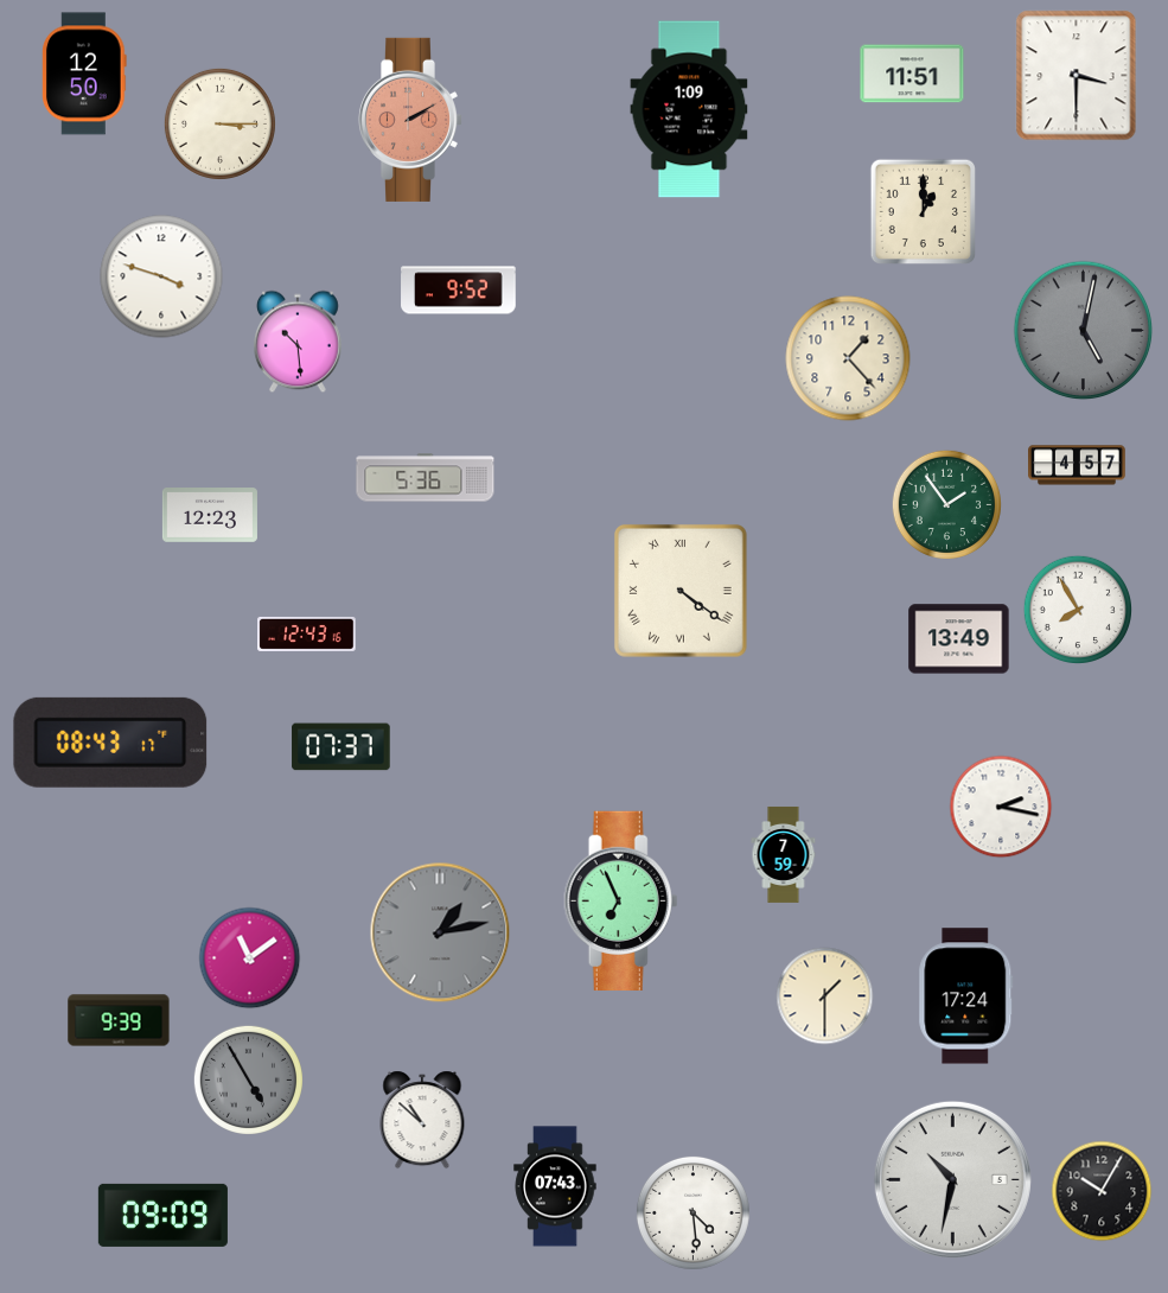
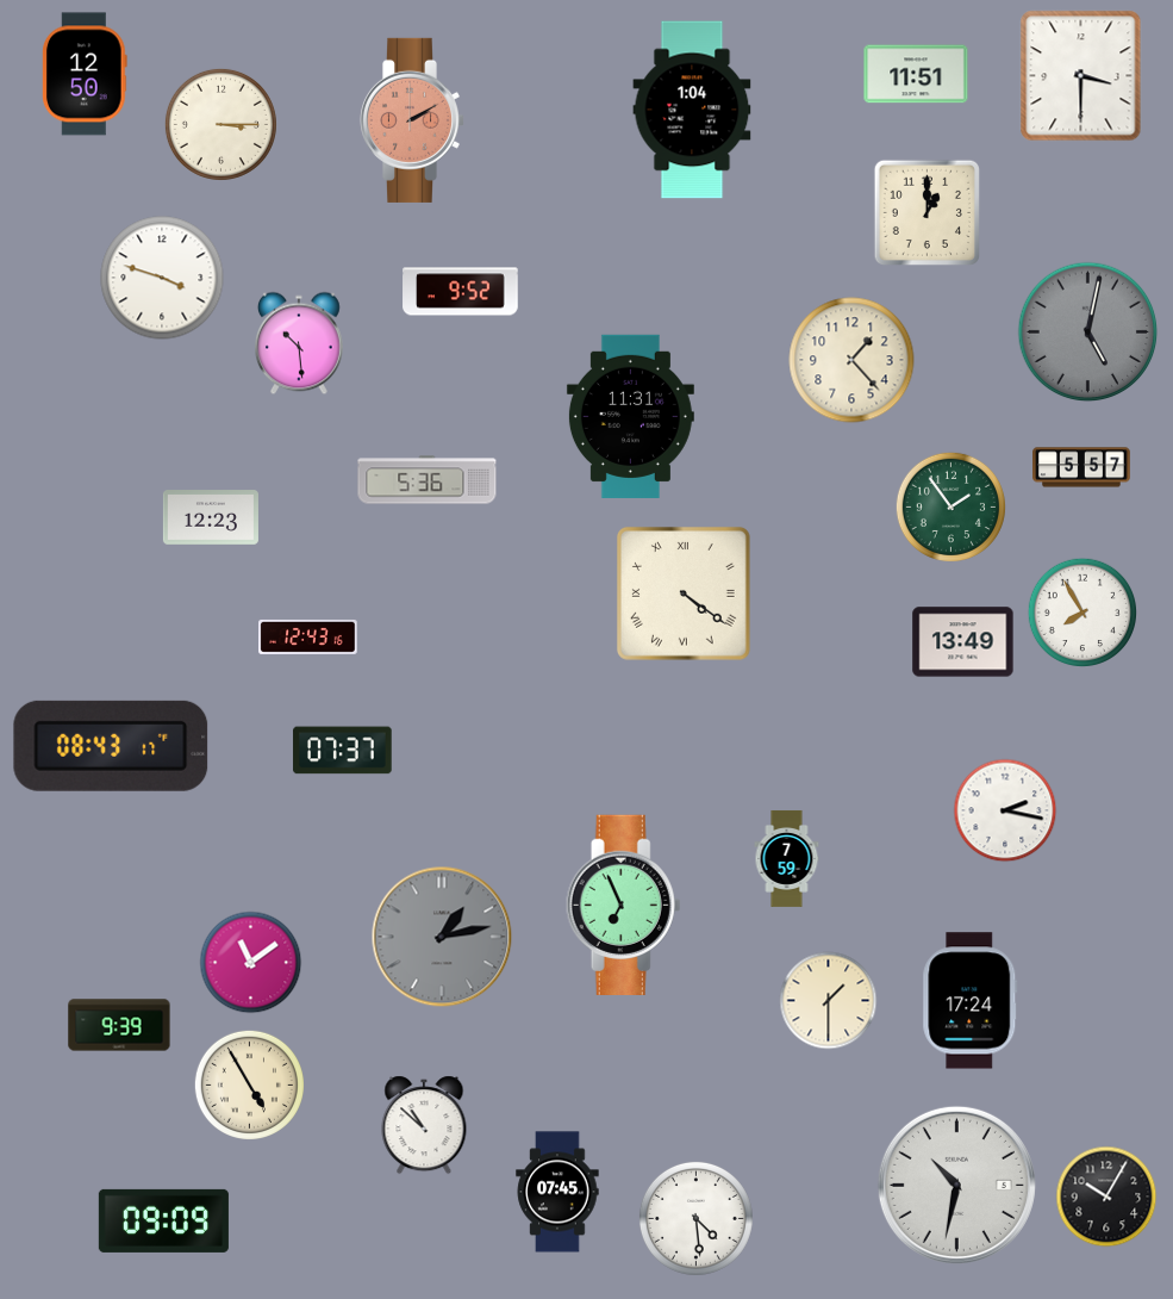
clock at (689, 109): 1:09 -> 1:04
clock at (630, 416): none -> 11:31
clock at (1077, 465): 4:57 -> 5:57
clock at (248, 1079) dial: grey -> cream
clock at (555, 1186): 07:43 -> 07:45
